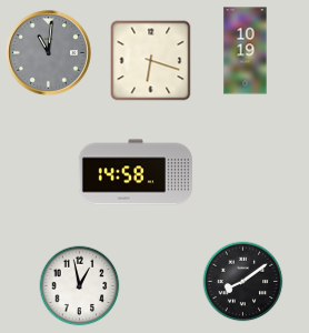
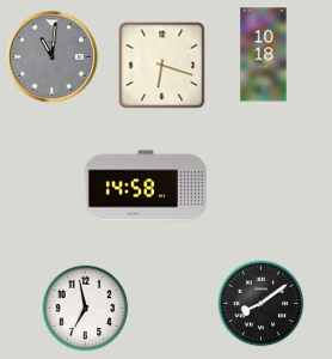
clock at (246, 51): 10:19 -> 10:18
clock at (80, 286): 12:58 -> 6:58
